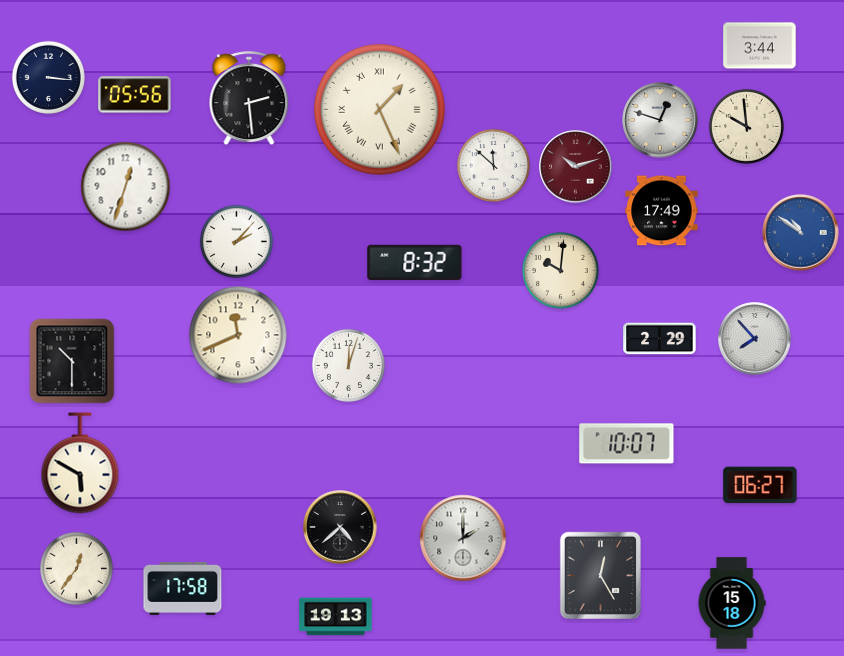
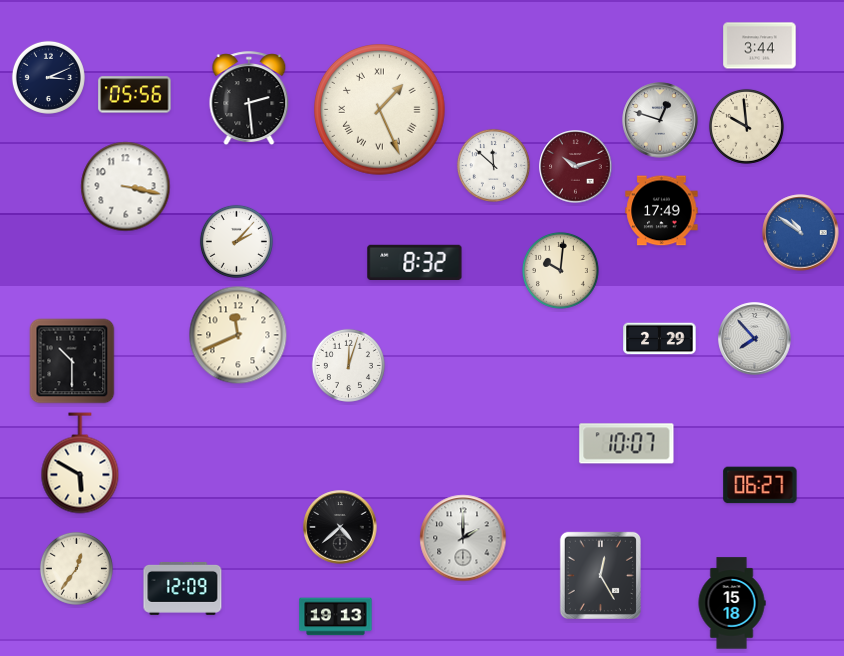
clock at (48, 77): 3:16 -> 3:11
clock at (126, 187): 12:33 -> 3:17
clock at (183, 588): 17:58 -> 12:09
